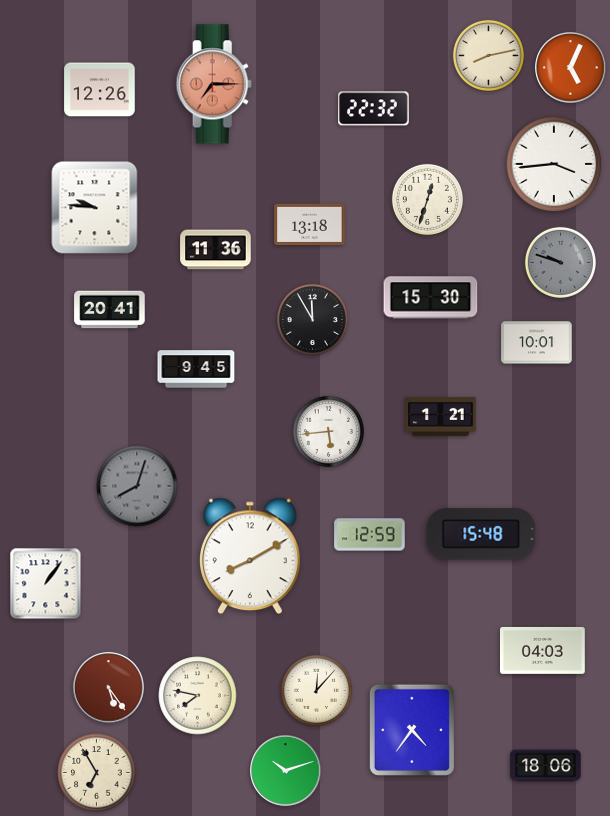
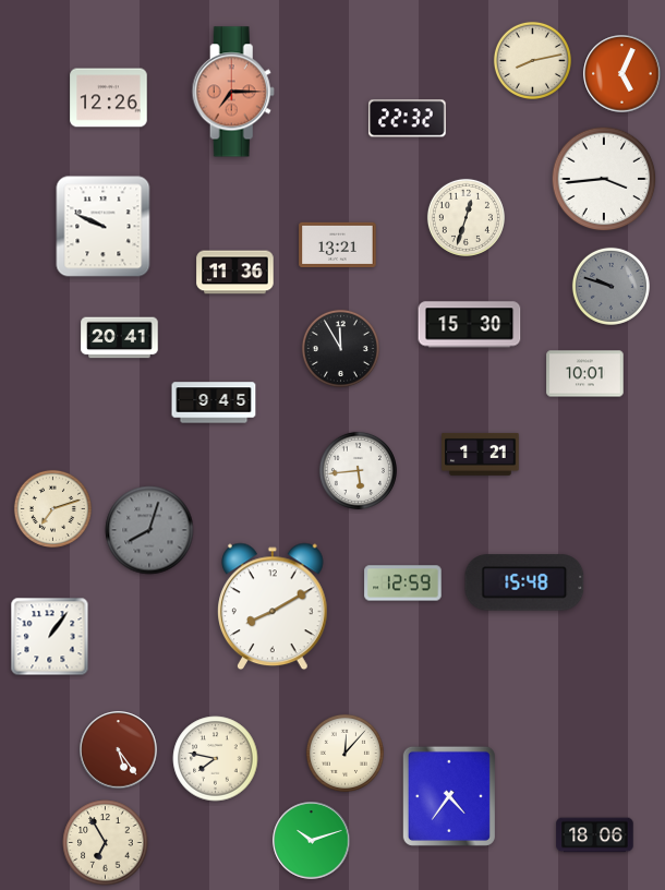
clock at (95, 208): 9:46 -> 9:49
clock at (310, 225): 13:18 -> 13:21
clock at (52, 508): none -> 7:12
clock at (543, 650): 04:03 -> none
